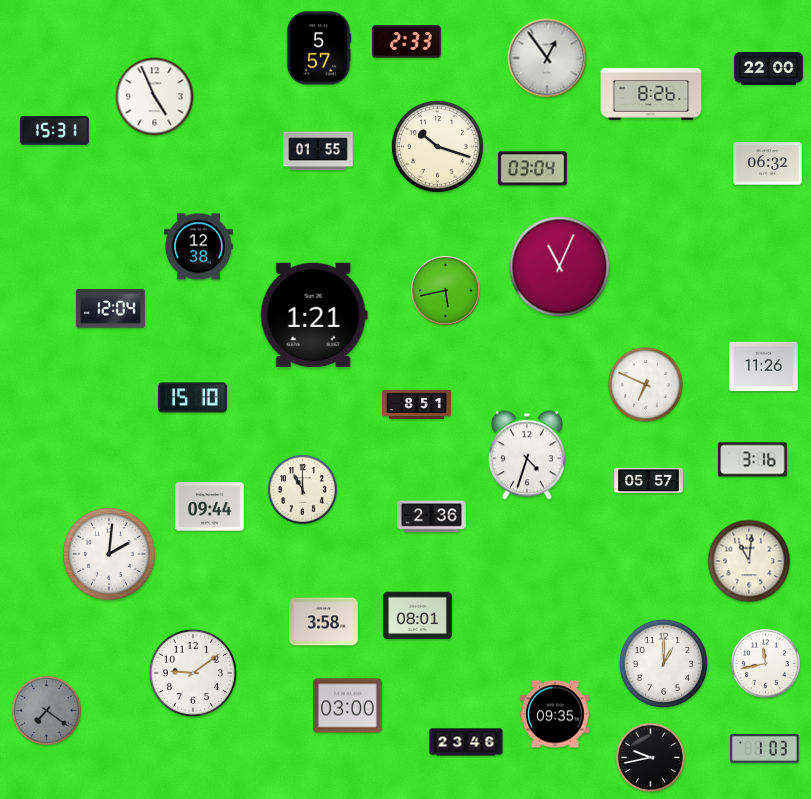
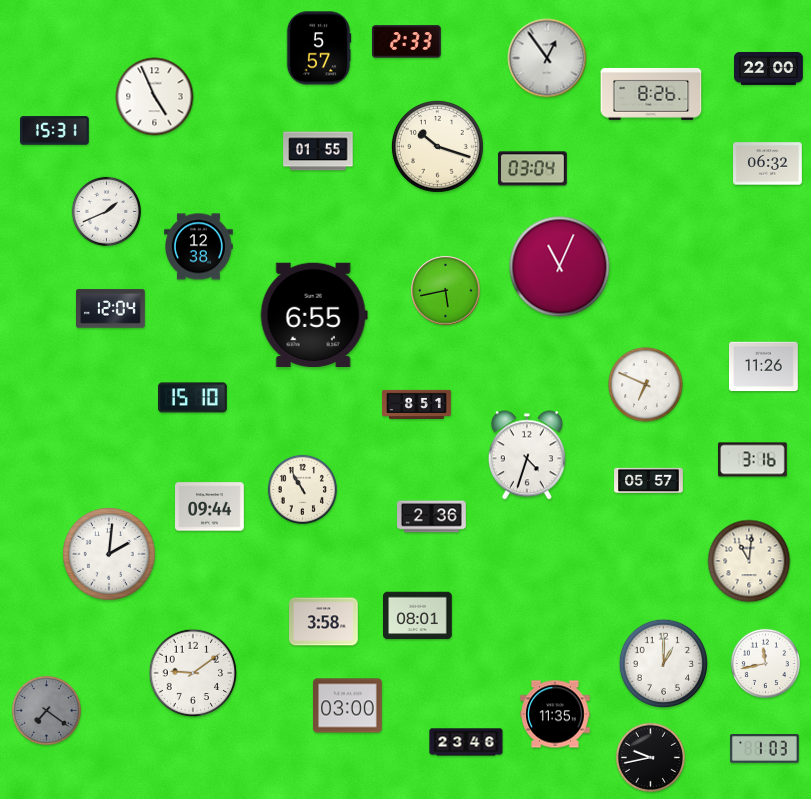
clock at (106, 211): none -> 1:41
clock at (314, 315): 1:21 -> 6:55
clock at (302, 489): 11:00 -> 10:55
clock at (555, 714): 09:35 -> 11:35
